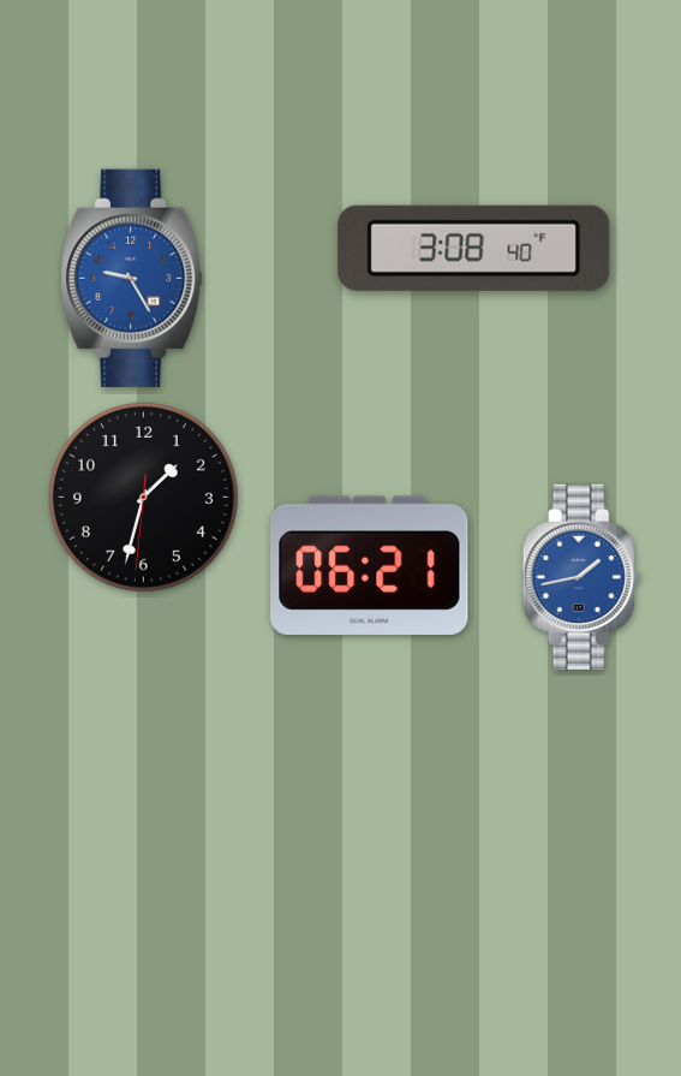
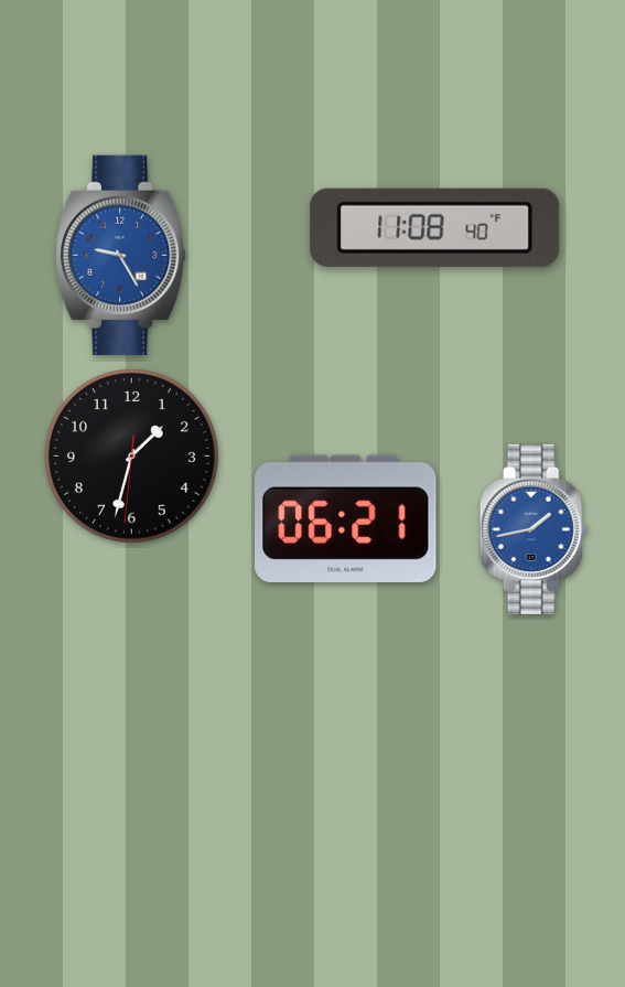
clock at (474, 248): 3:08 -> 11:08
clock at (370, 565) position: (370, 565) -> (346, 518)
